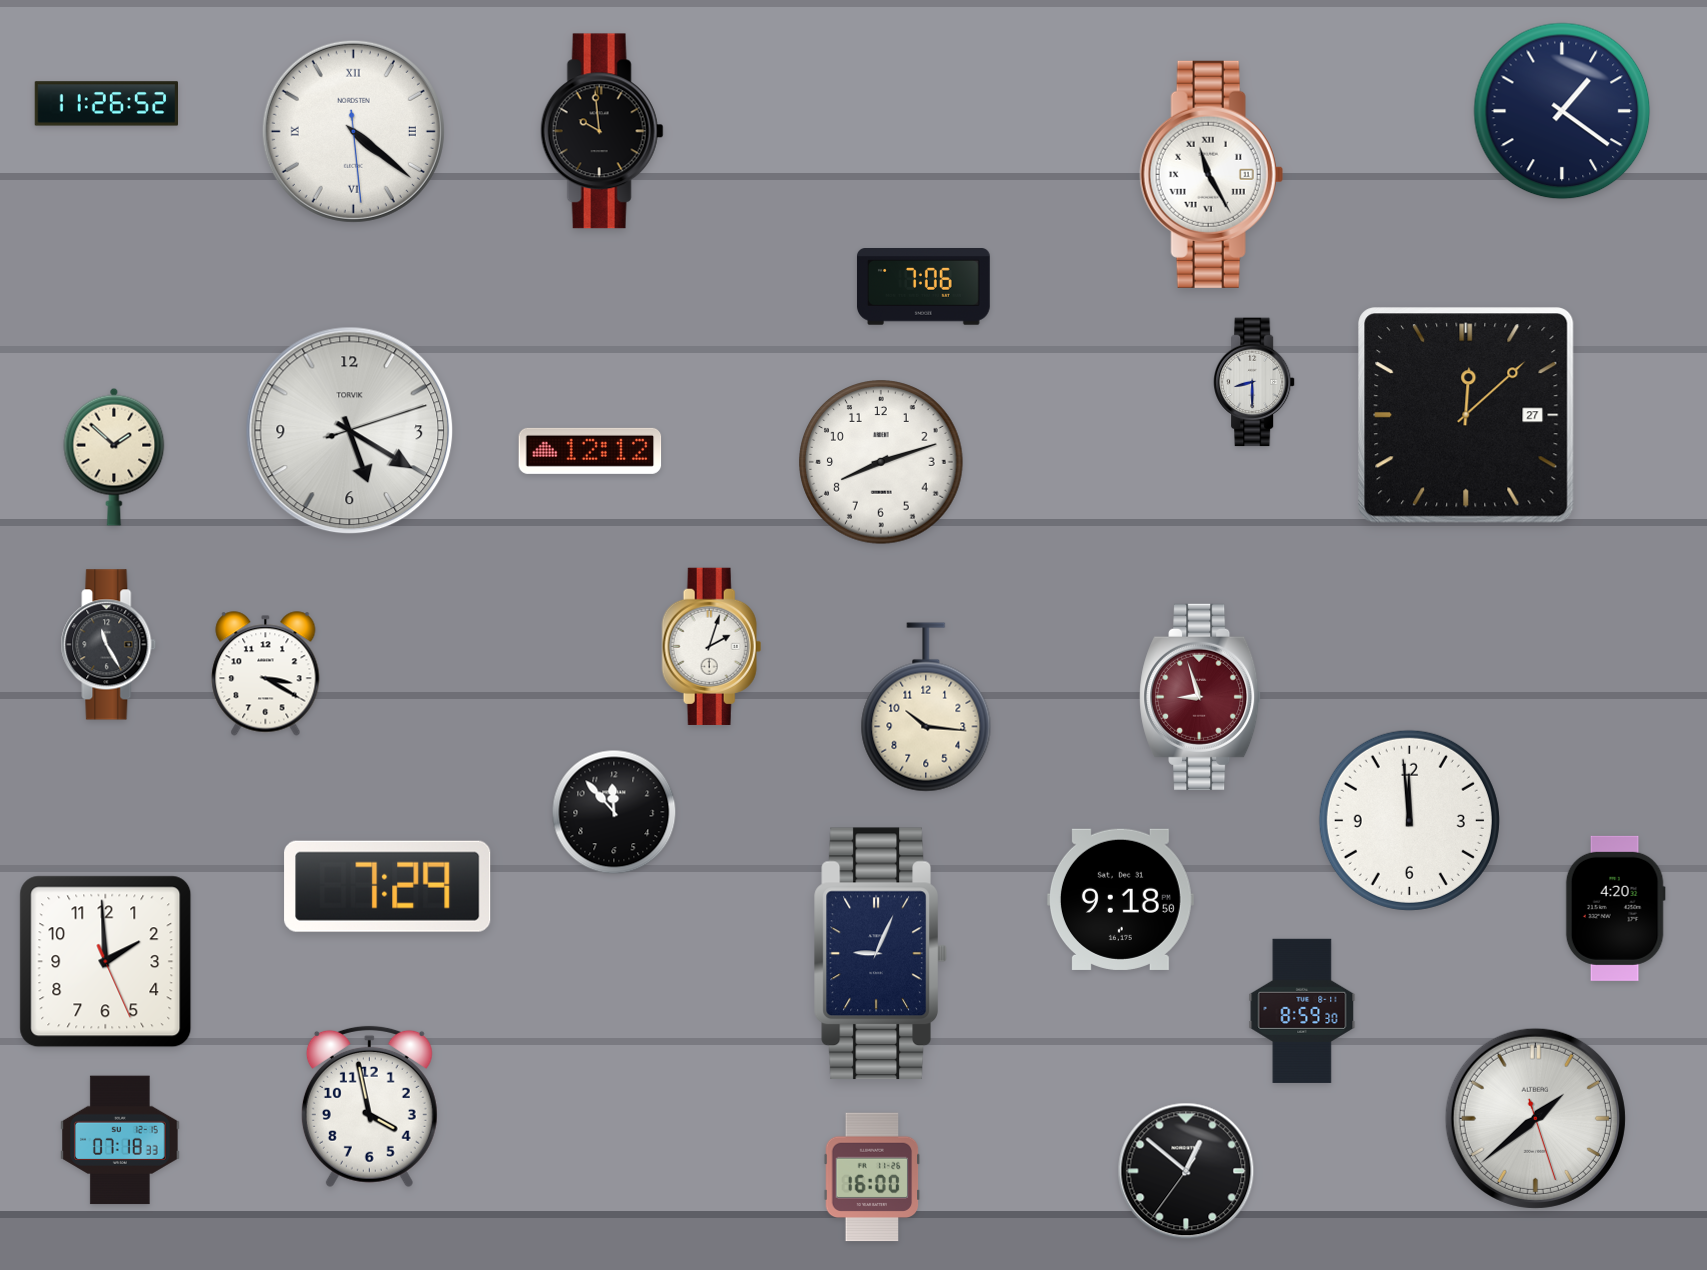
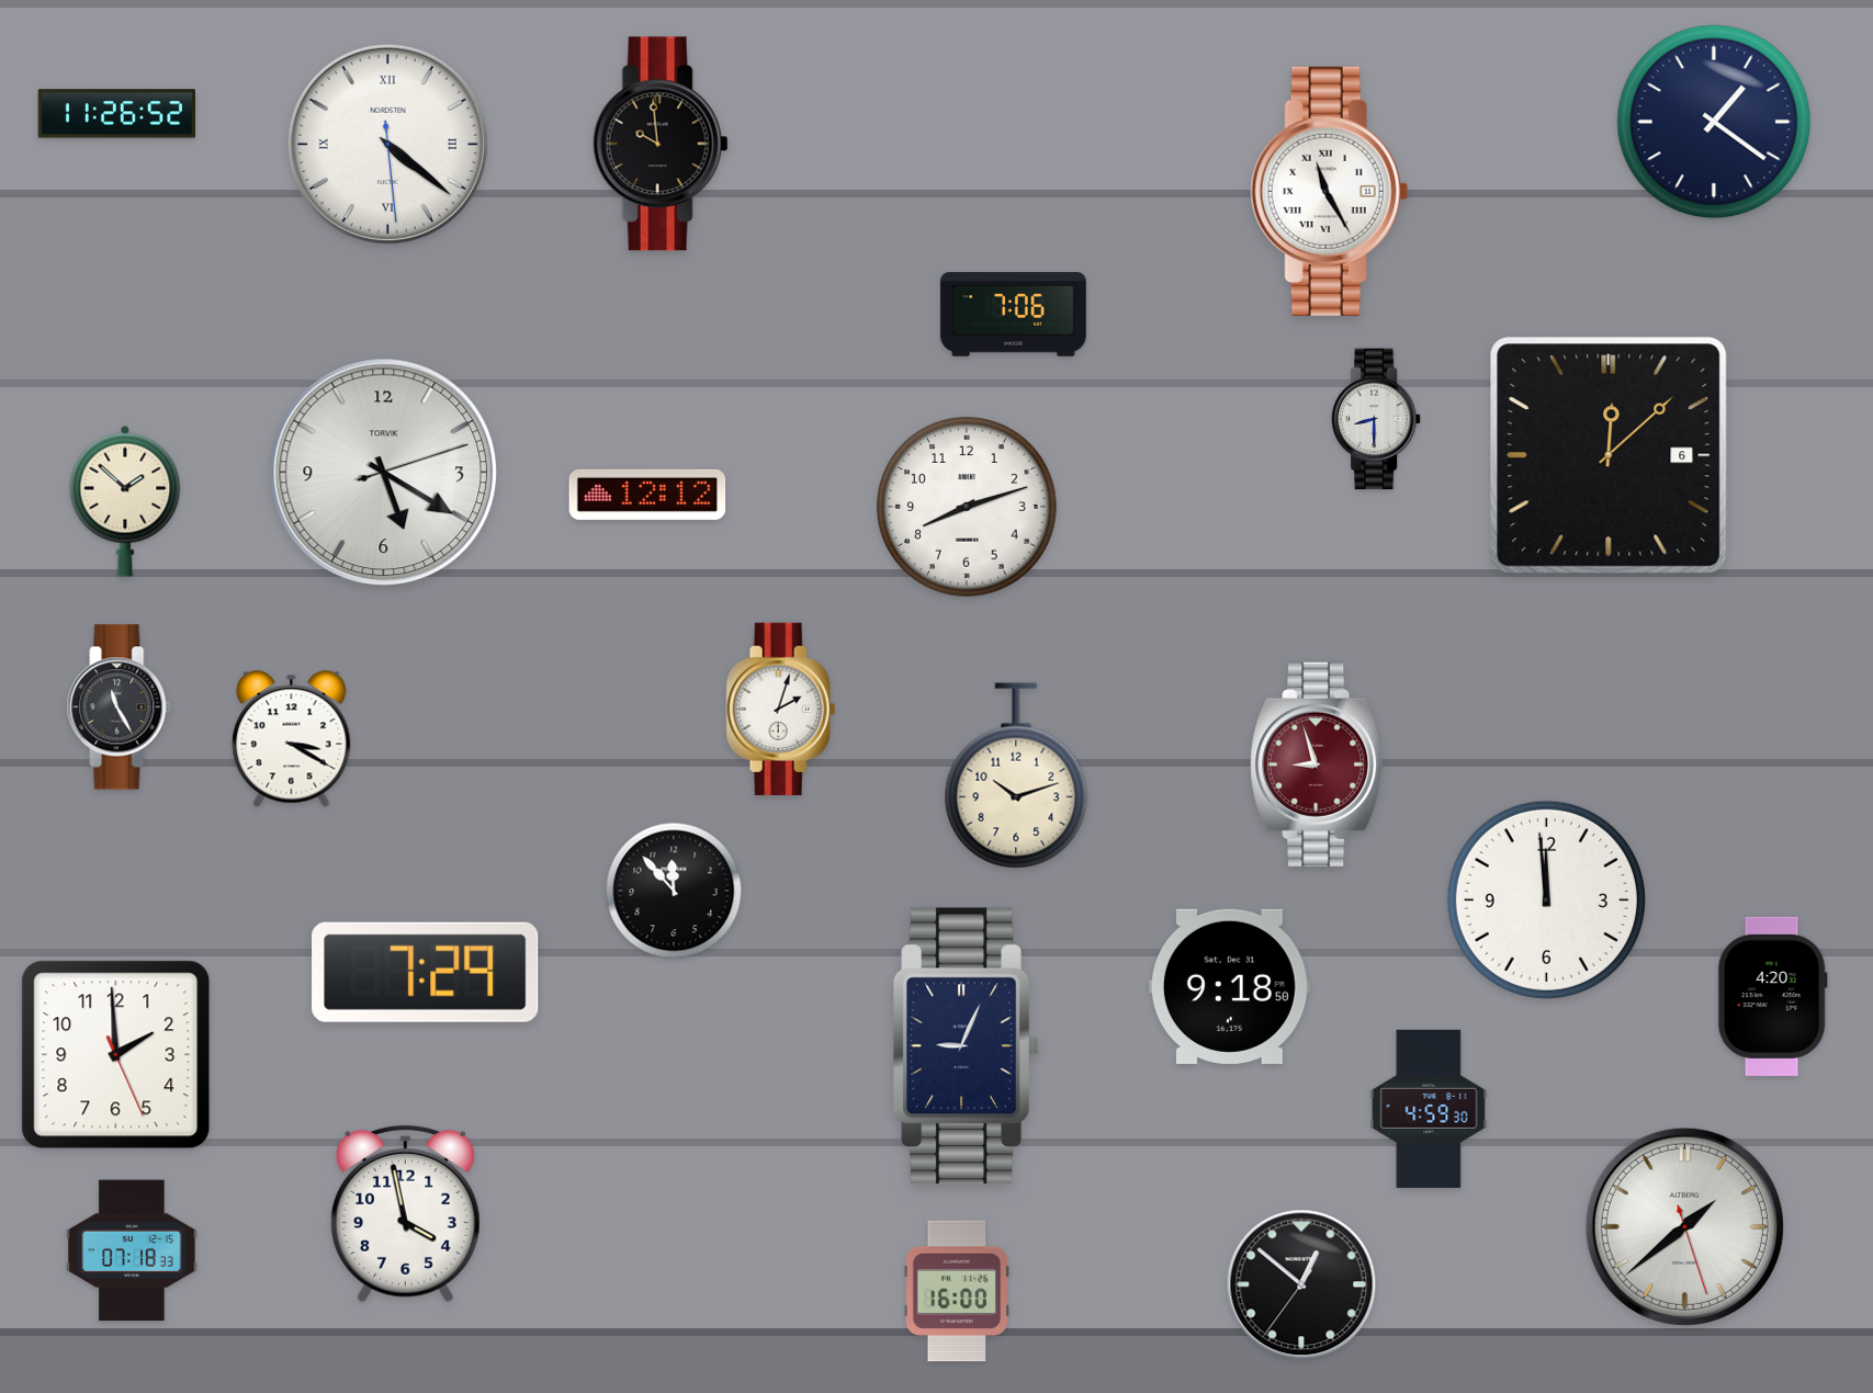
clock at (1466, 415) date: 27 -> 6
clock at (926, 707): 10:16 -> 10:12
clock at (1302, 1011): 8:59 -> 4:59
